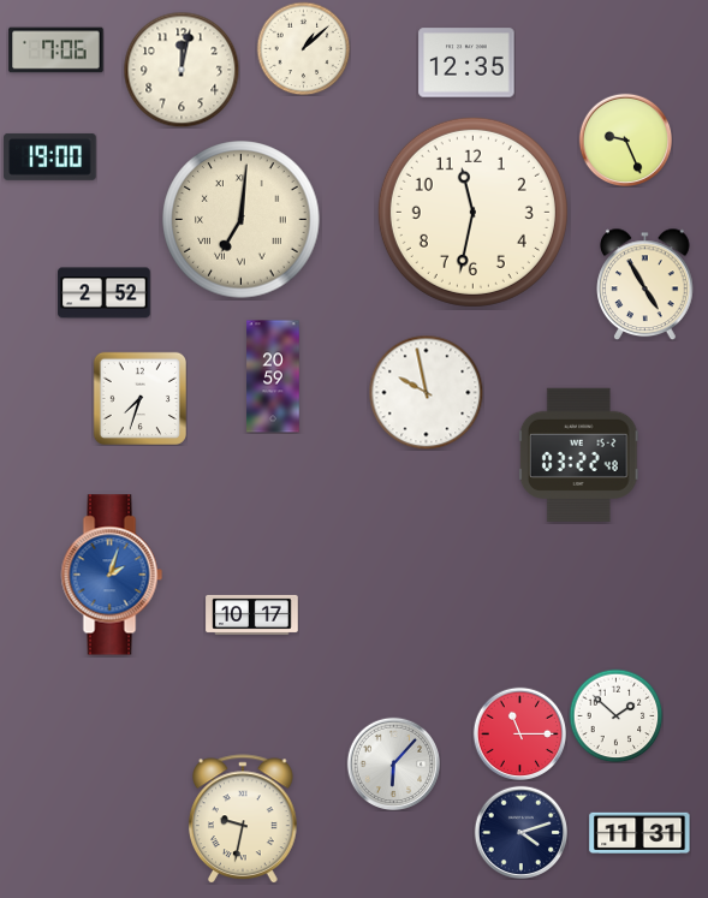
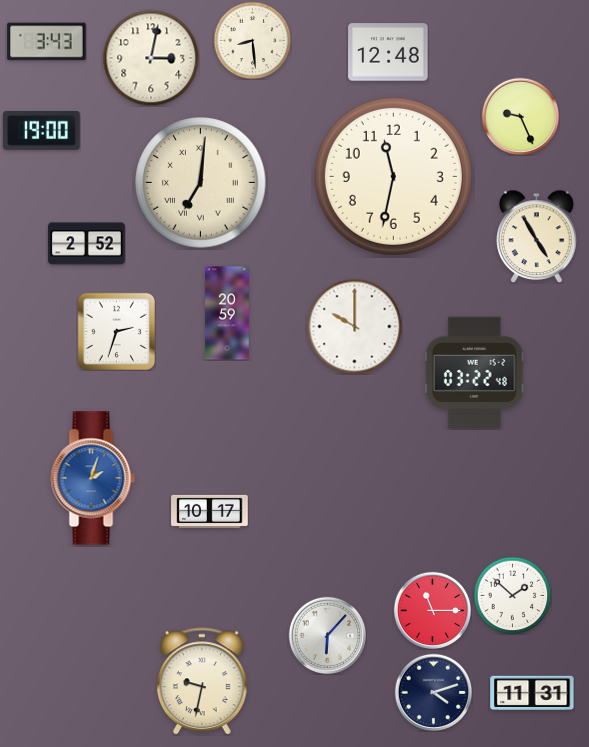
clock at (303, 48): 1:08 -> 8:29
clock at (56, 50): 7:06 -> 3:43
clock at (466, 63): 12:35 -> 12:48
clock at (182, 70): 12:02 -> 3:02
clock at (426, 392): 9:58 -> 10:00
clock at (139, 398): 7:33 -> 2:33
clock at (578, 454) position: (578, 454) -> (474, 372)
